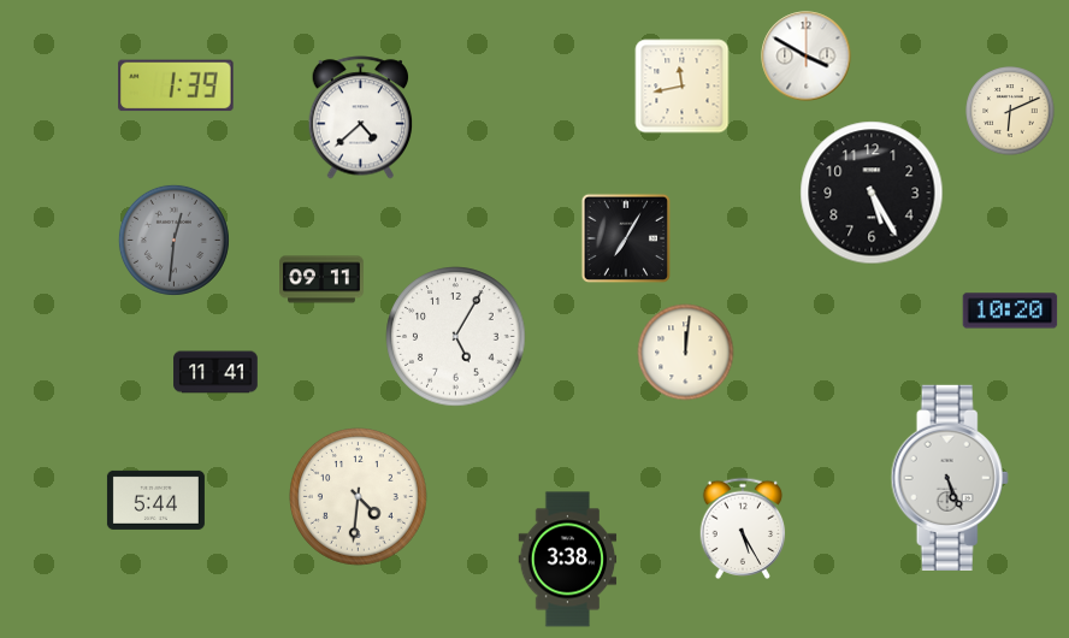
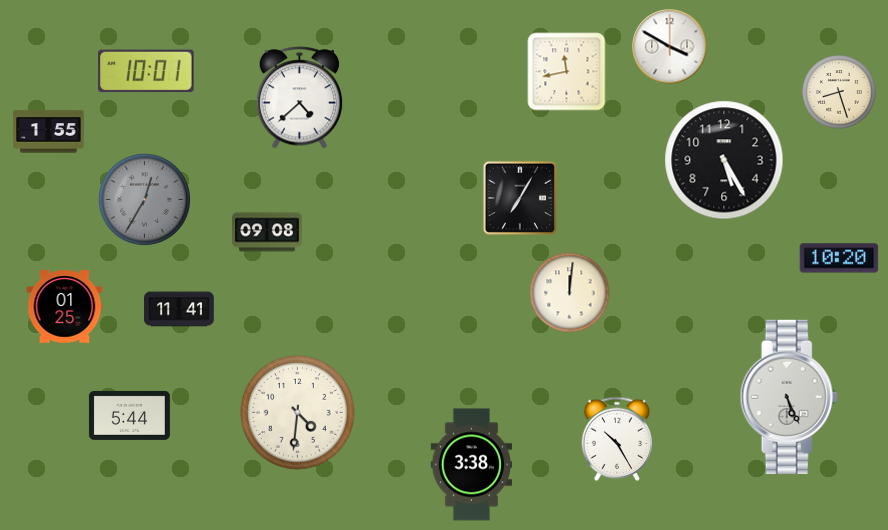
clock at (176, 85): 1:39 -> 10:01
clock at (1010, 111): 6:11 -> 8:27
clock at (49, 132): none -> 1:55
clock at (173, 240): 12:31 -> 12:35
clock at (321, 279): 09:11 -> 09:08
clock at (456, 337): 5:05 -> none
clock at (65, 307): none -> 01:25
clock at (743, 527): 5:25 -> 10:25
